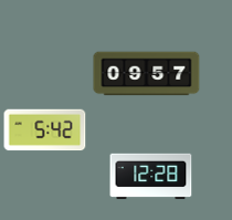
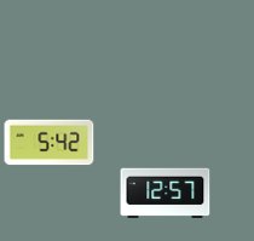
clock at (147, 74): 09:57 -> none
clock at (151, 177): 12:28 -> 12:57
